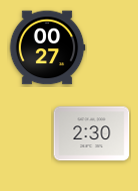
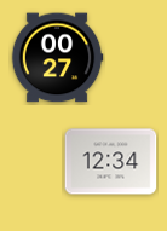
clock at (92, 134): 2:30 -> 12:34
